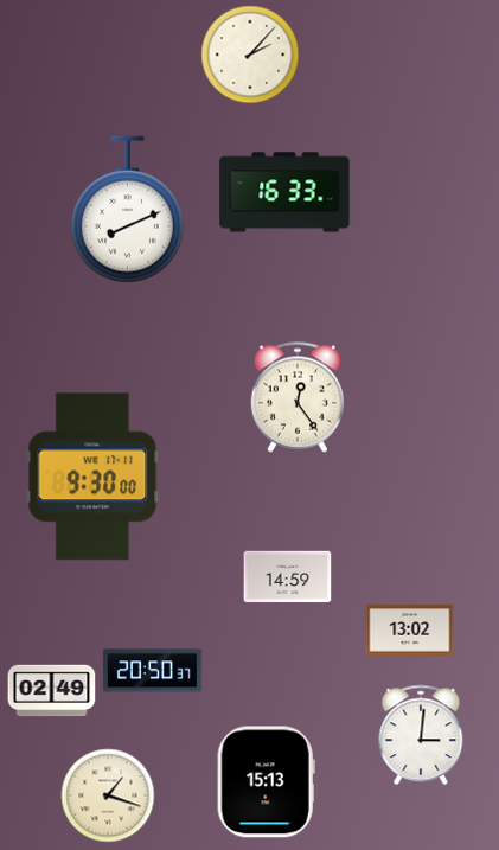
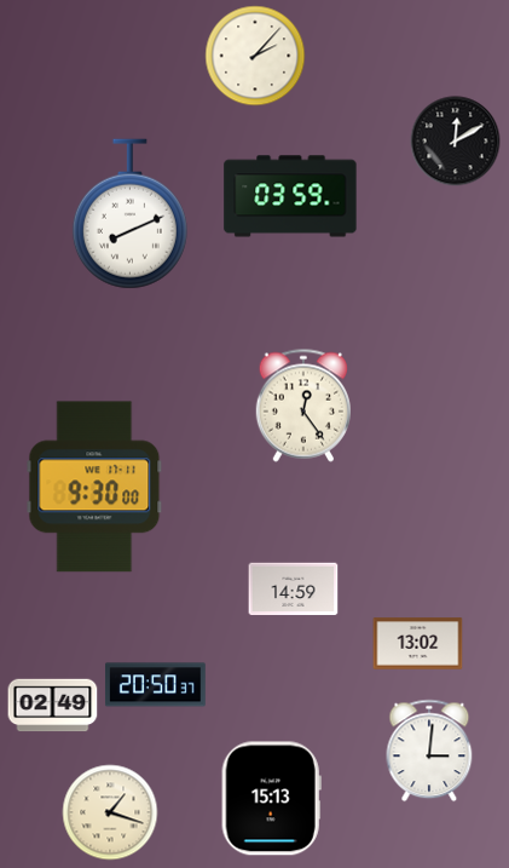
clock at (456, 142): none -> 12:10
clock at (284, 192): 16:33 -> 03:59
